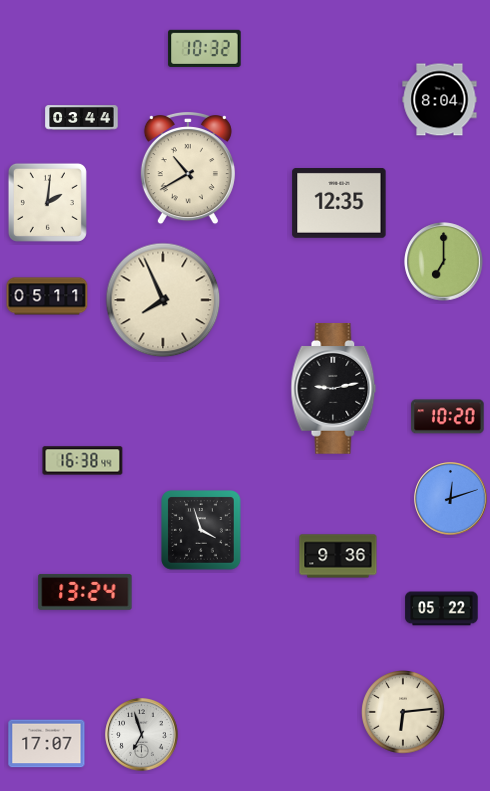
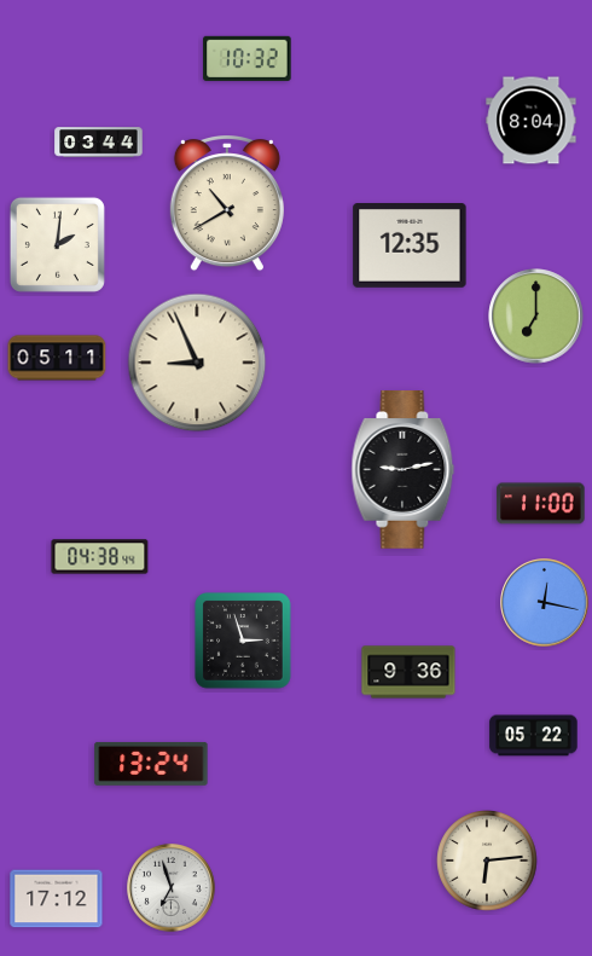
clock at (163, 300): 7:56 -> 8:56
clock at (448, 417): 10:20 -> 11:00
clock at (83, 461): 16:38 -> 04:38
clock at (451, 499): 12:12 -> 12:17
clock at (201, 530): 3:57 -> 2:57
clock at (85, 592) position: (85, 592) -> (151, 764)
clock at (47, 744): 17:07 -> 17:12
